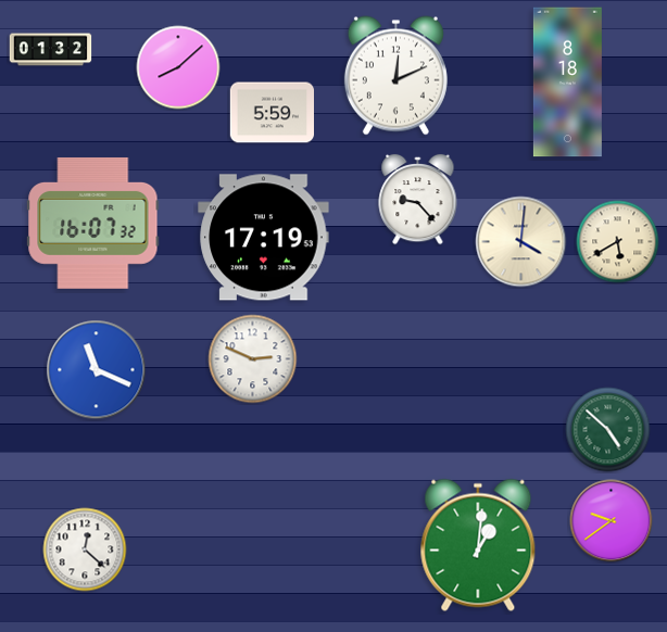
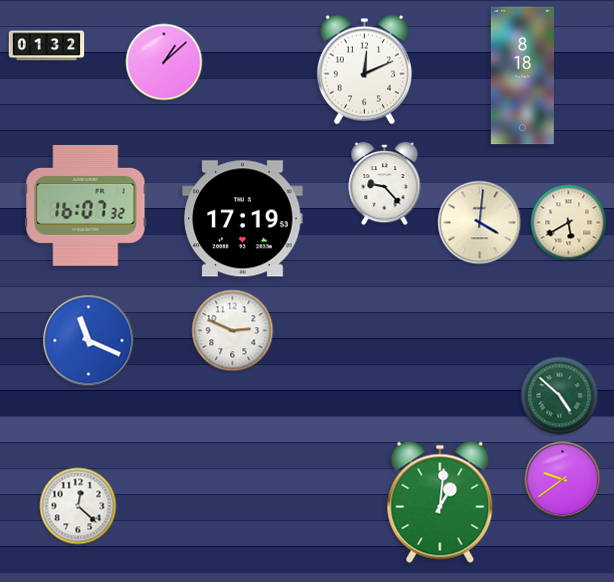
clock at (178, 67): 8:08 -> 1:08
clock at (273, 113): 5:59 -> none
